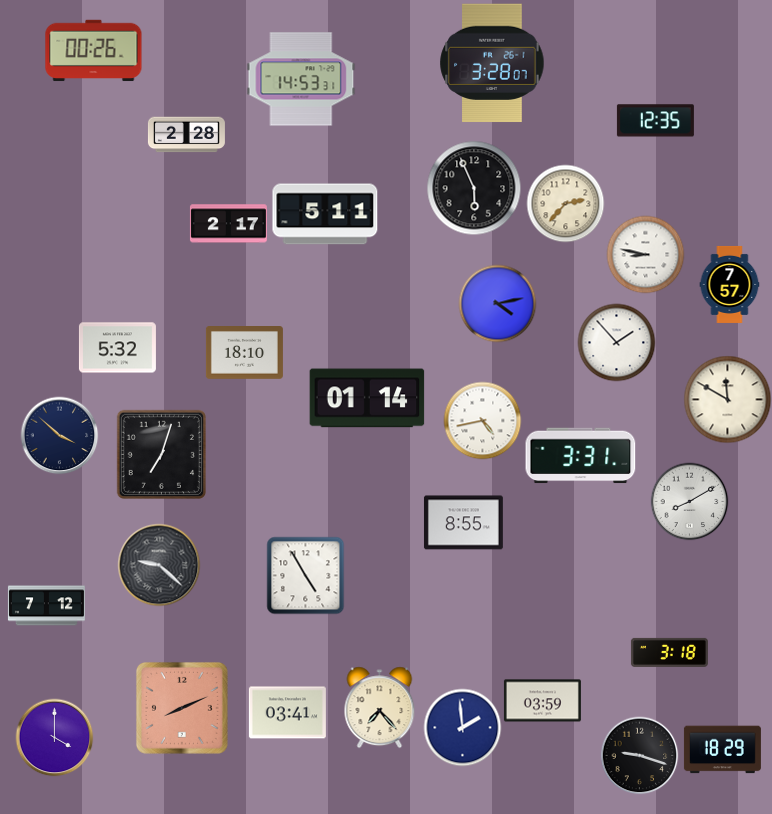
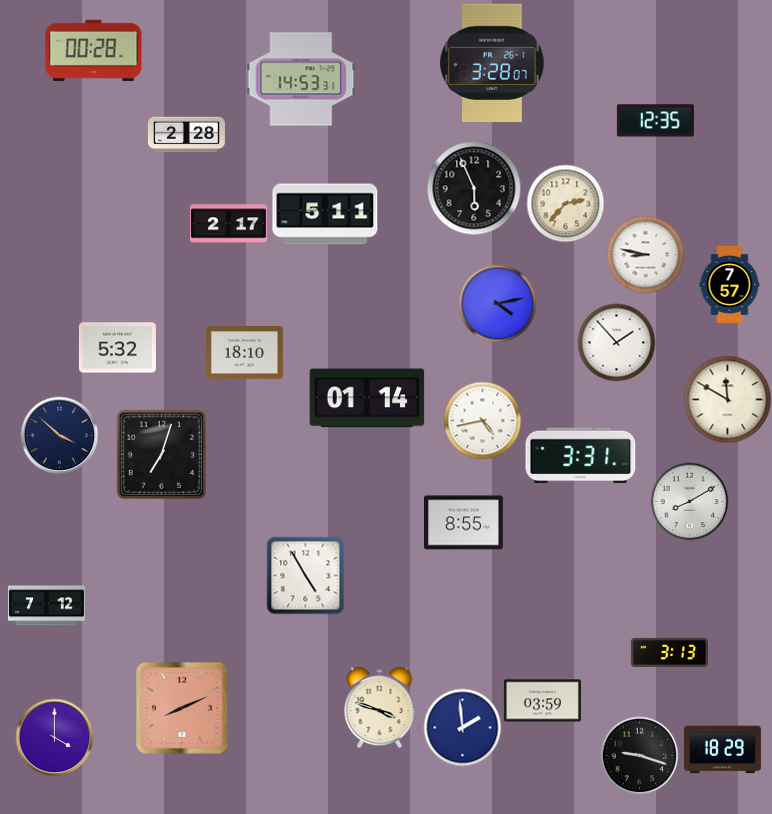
clock at (94, 51): 00:26 -> 00:28
clock at (159, 565): 9:22 -> none
clock at (669, 652): 3:18 -> 3:13
clock at (380, 707): 7:23 -> 3:48
clock at (287, 713): 03:41 -> none
